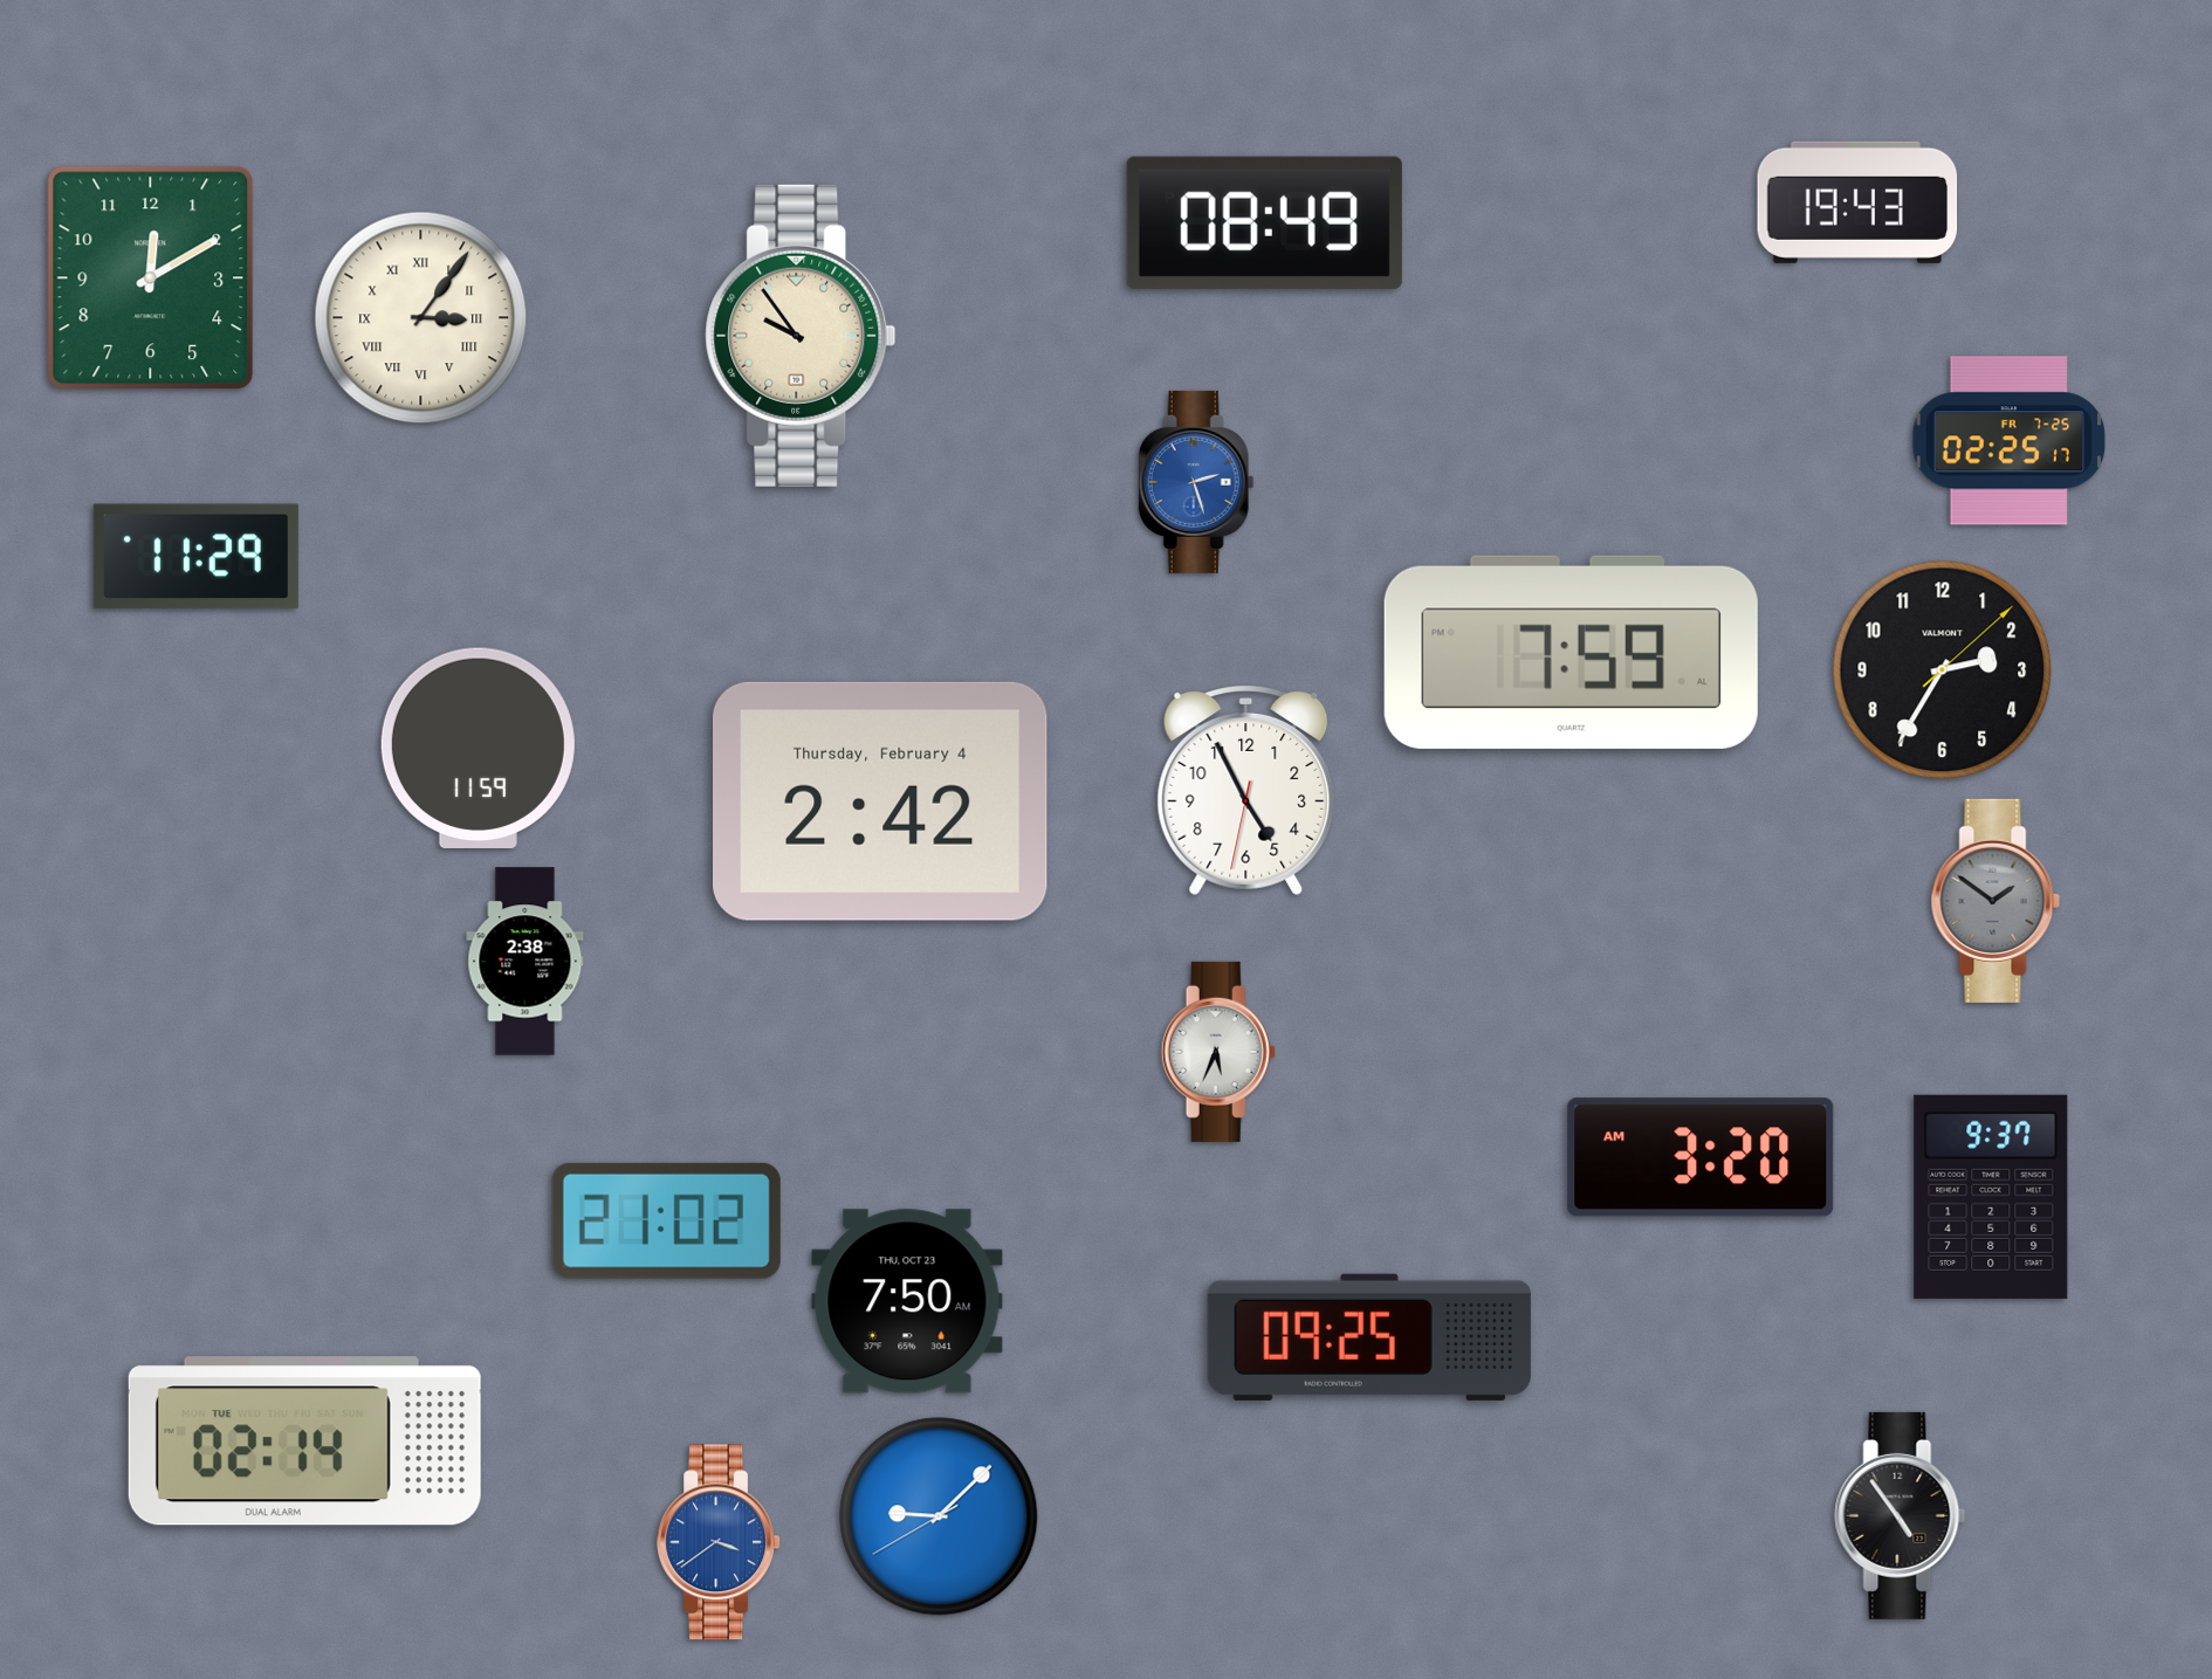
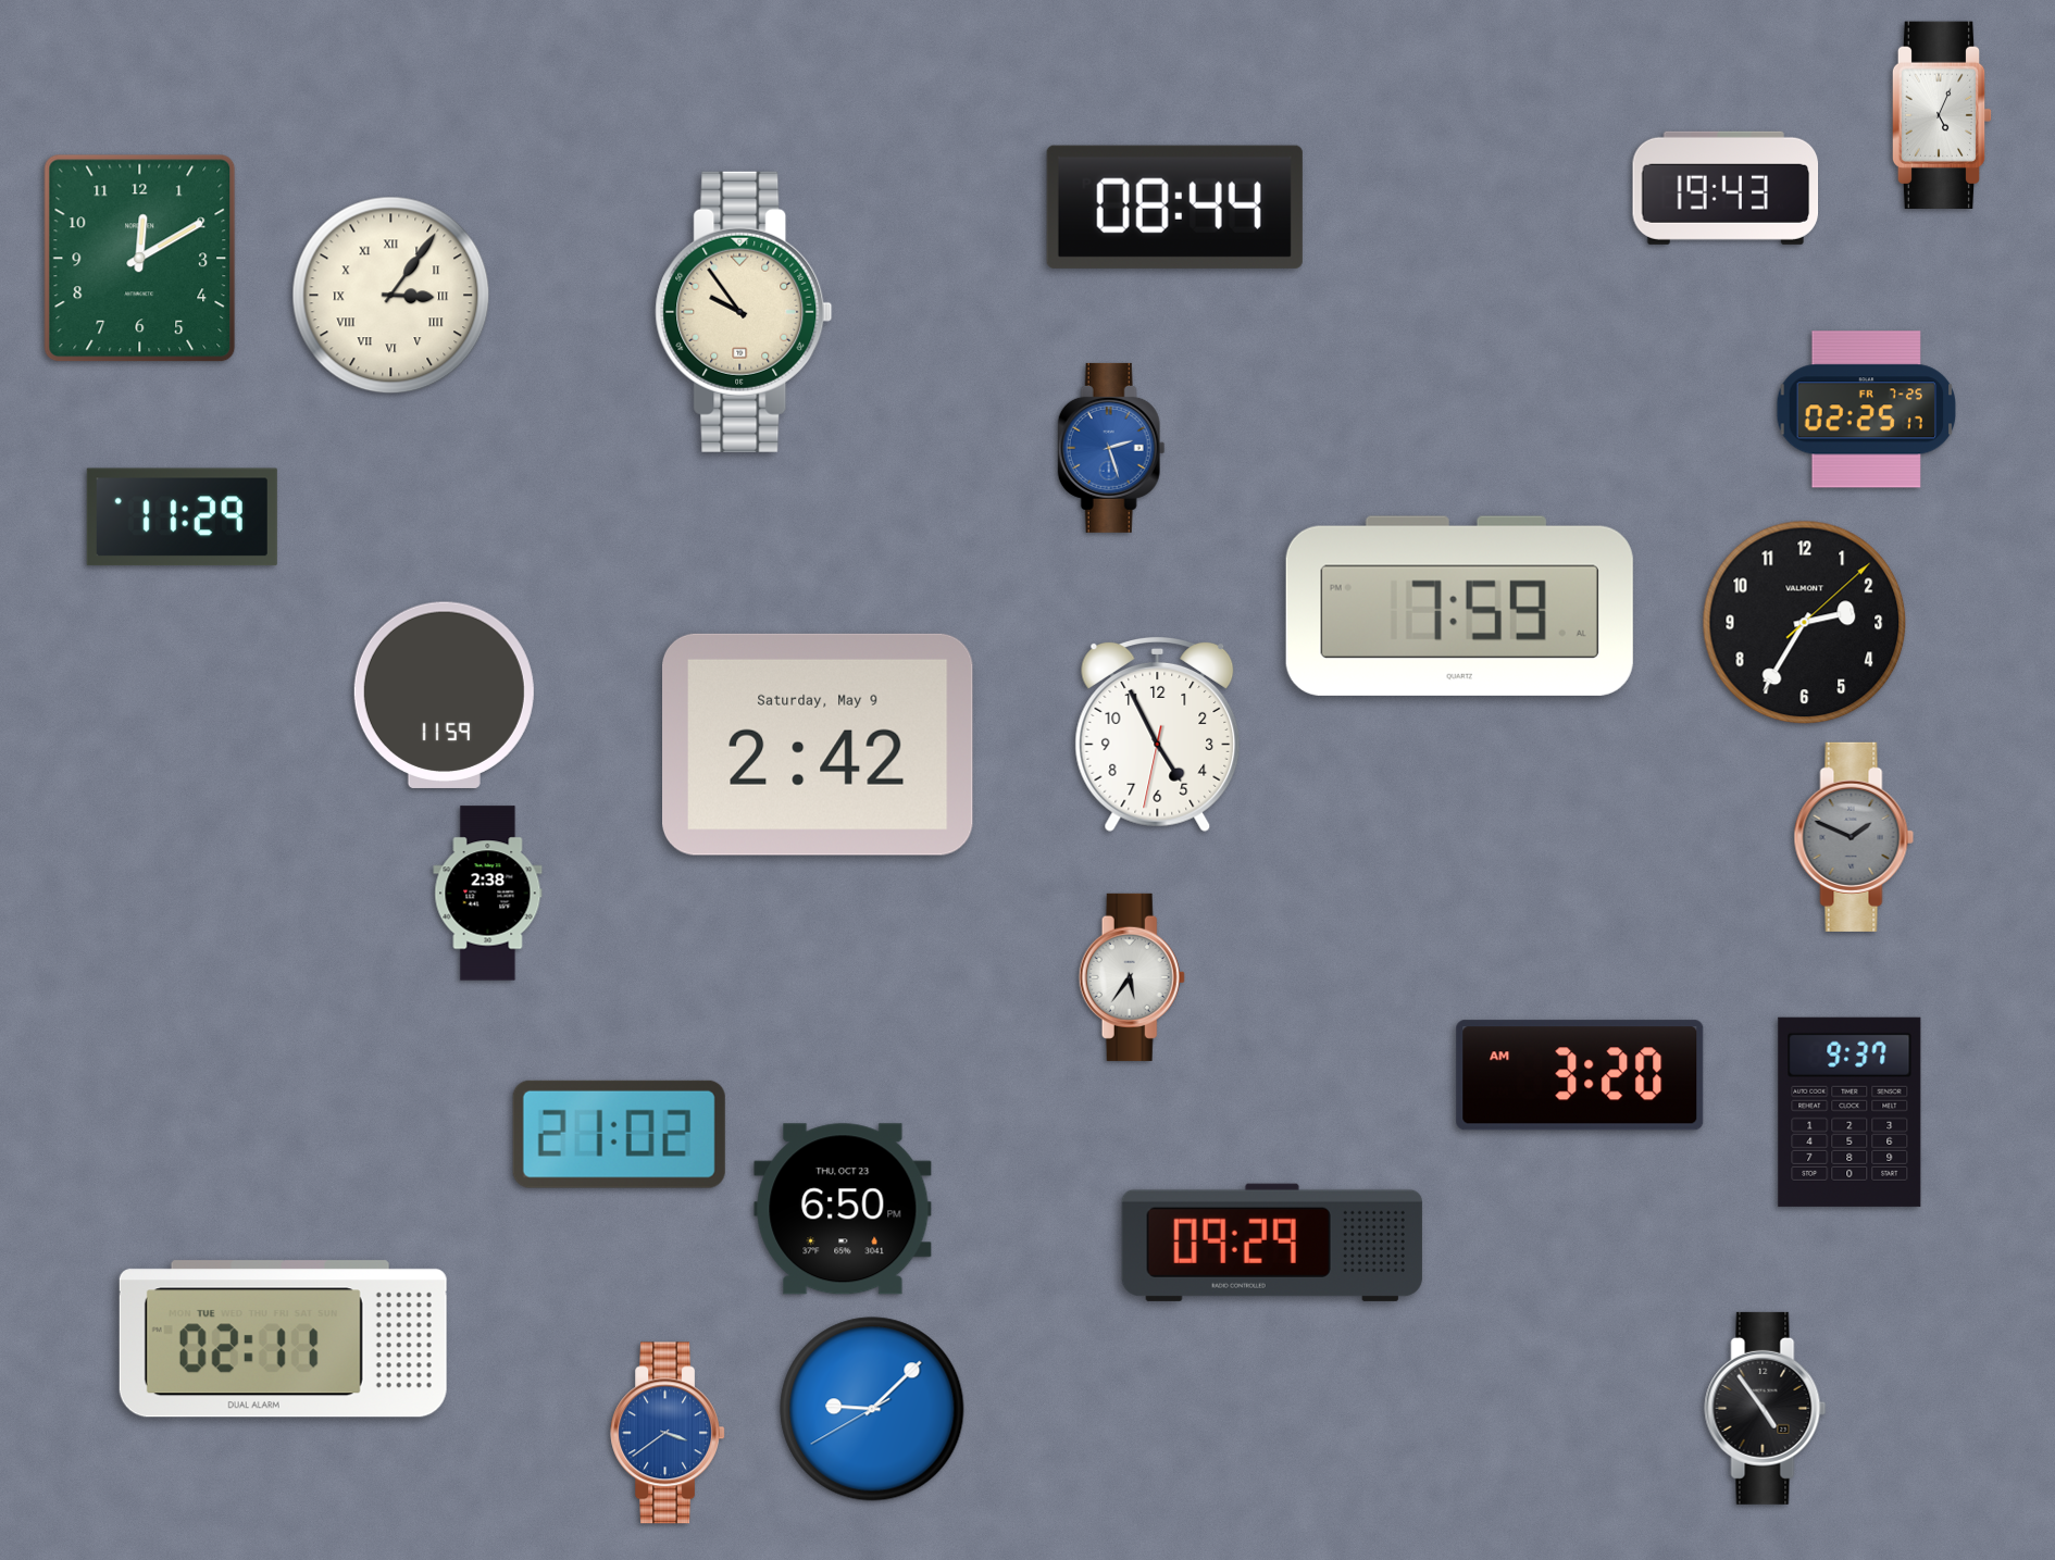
clock at (1942, 114): none -> 5:04
clock at (1264, 222): 08:49 -> 08:44
clock at (881, 801) date: Thursday, February 4 -> Saturday, May 9
clock at (1995, 901): 1:51 -> 1:49
clock at (1218, 1052): 5:34 -> 5:36
clock at (907, 1301): 7:50 -> 6:50
clock at (1369, 1337): 09:25 -> 09:29
clock at (304, 1441): 02:14 -> 02:11
